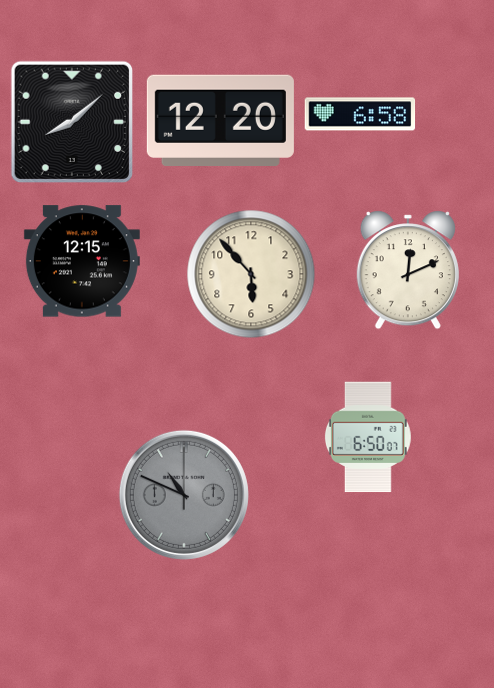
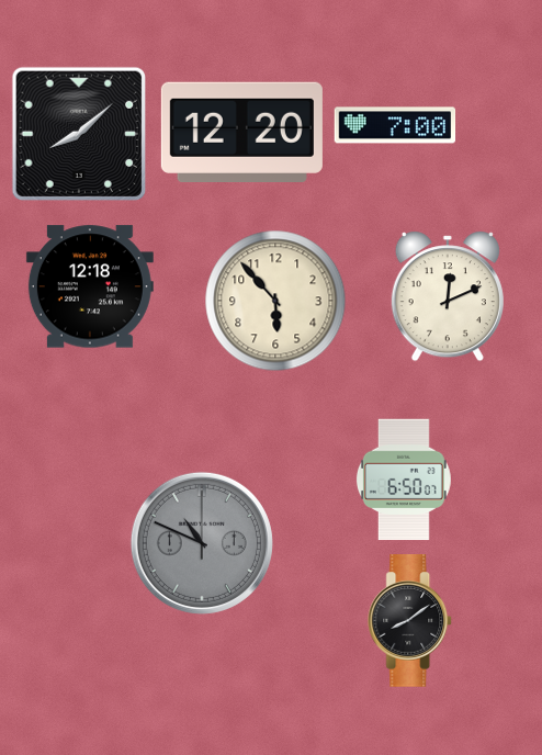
clock at (360, 114): 6:58 -> 7:00
clock at (82, 261): 12:15 -> 12:18
clock at (410, 621): none -> 8:09
